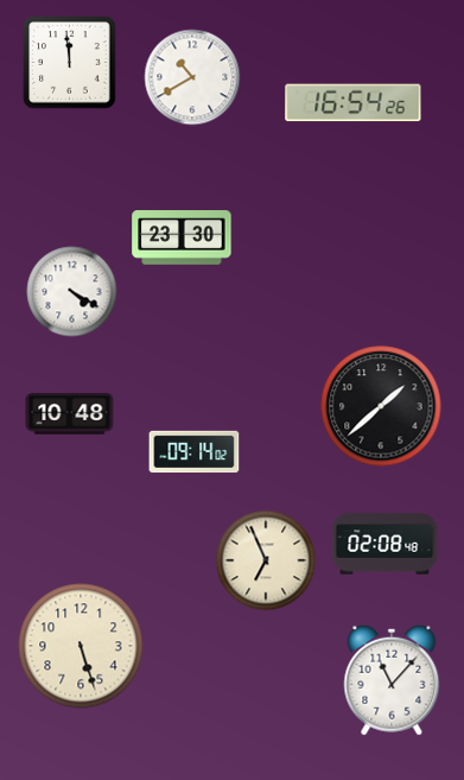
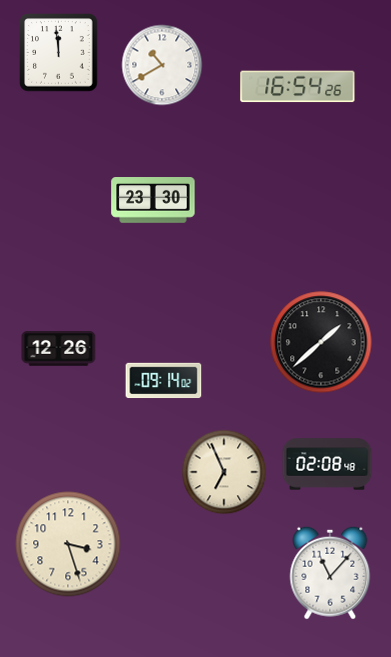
clock at (72, 292): 4:20 -> none
clock at (70, 414): 10:48 -> 12:26
clock at (384, 544) position: (384, 544) -> (327, 464)
clock at (81, 646): 5:27 -> 3:27
